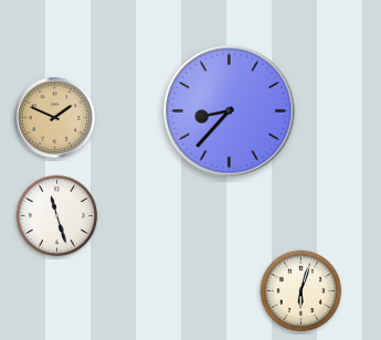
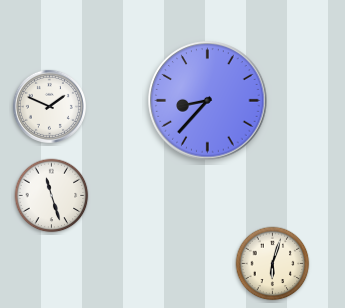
clock at (54, 117) dial: champagne -> white
